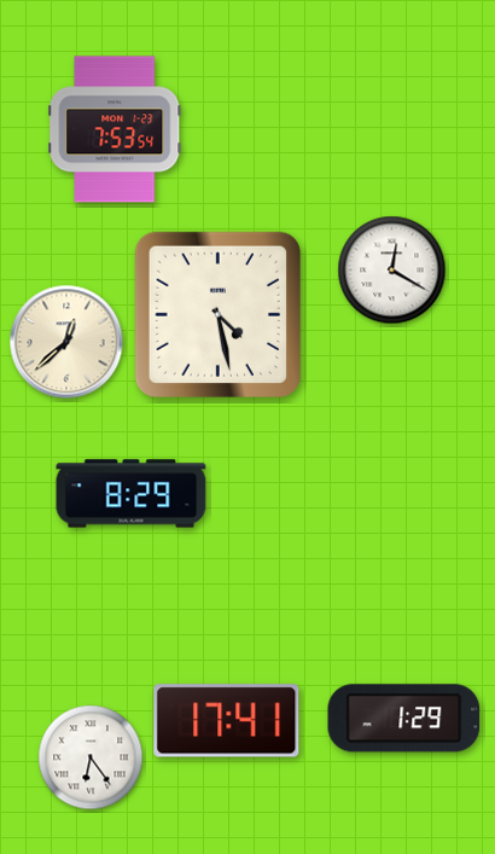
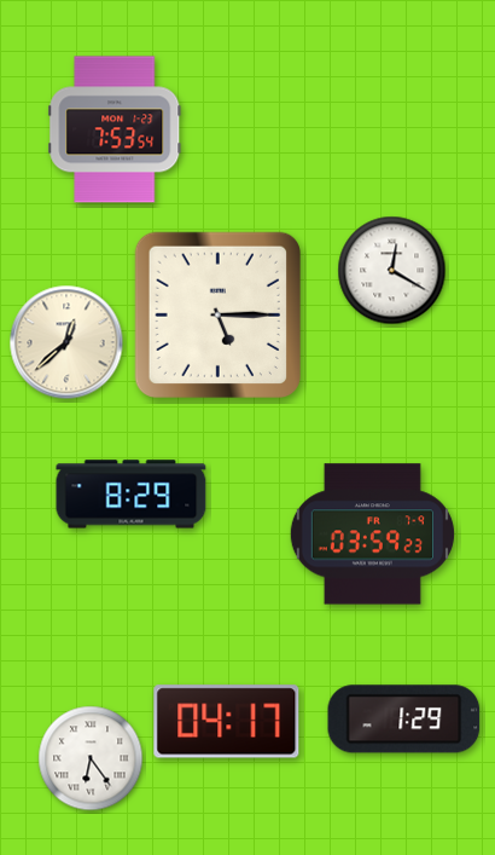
clock at (217, 314): 4:28 -> 5:15
clock at (372, 535): none -> 03:59
clock at (227, 721): 17:41 -> 04:17
